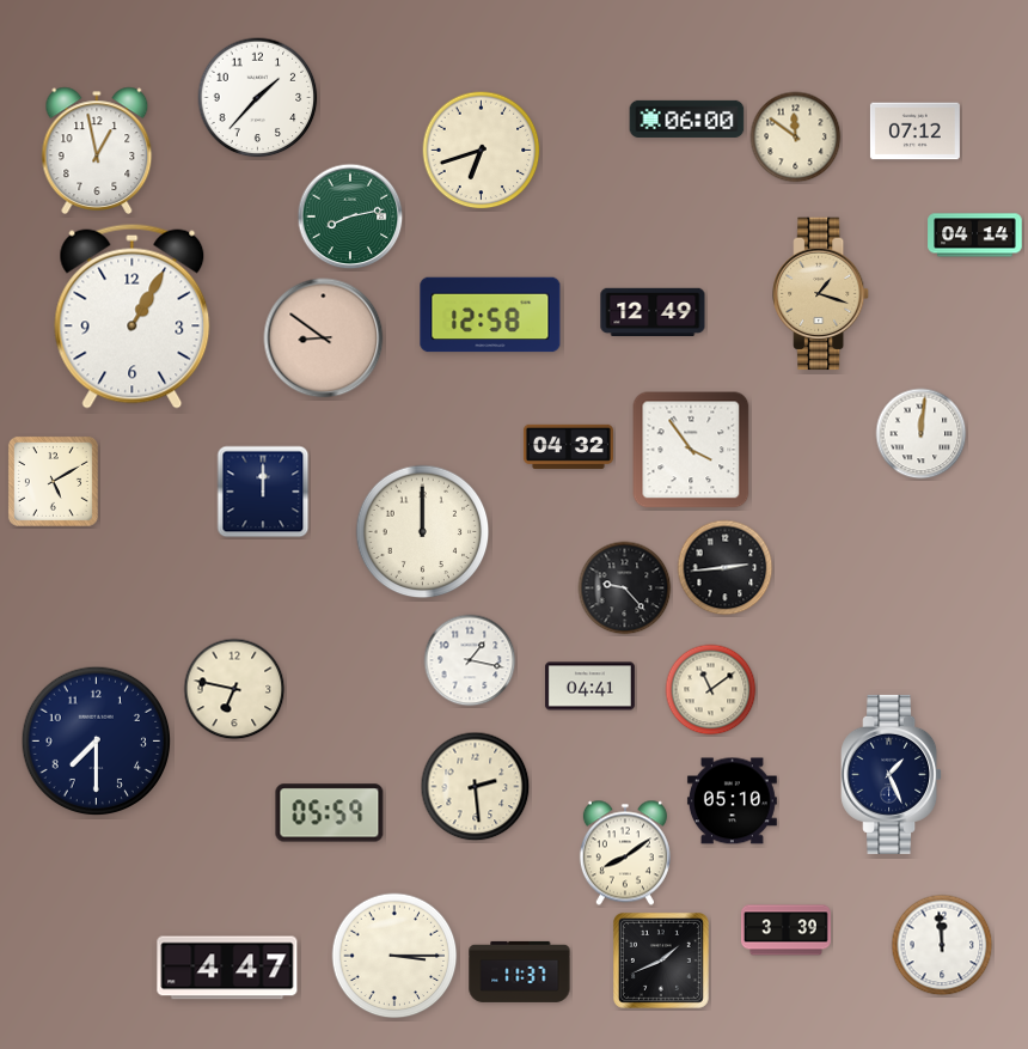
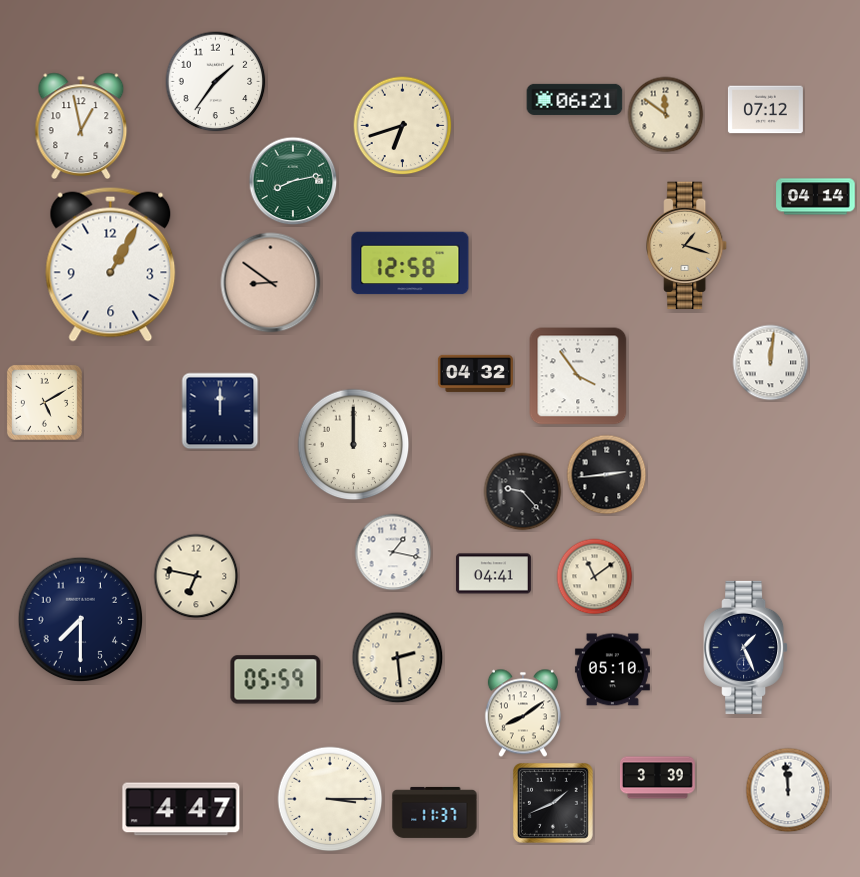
clock at (258, 98): 1:37 -> 1:36
clock at (687, 118): 06:00 -> 06:21
clock at (653, 311): 12:49 -> none
clock at (227, 968) position: (227, 968) -> (181, 809)
